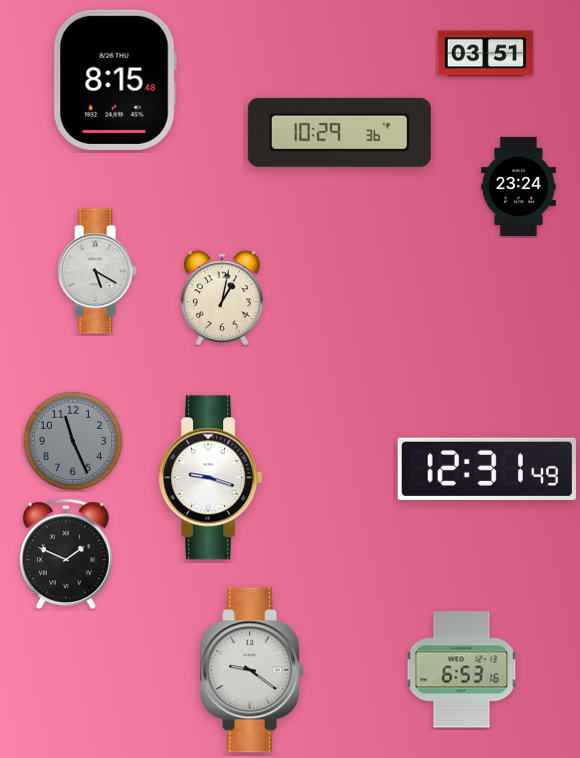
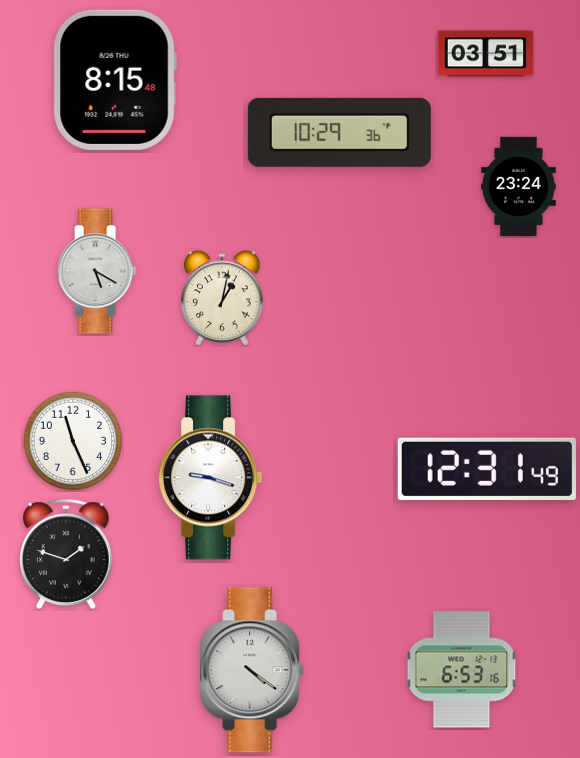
clock at (73, 441) dial: grey -> white
clock at (67, 554): 1:49 -> 1:48
clock at (252, 670): 9:21 -> 4:21
